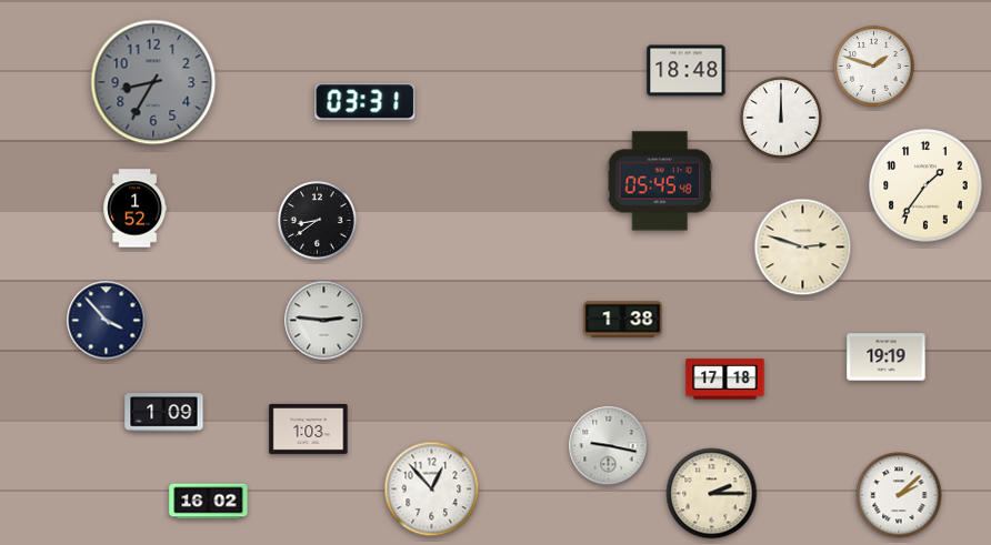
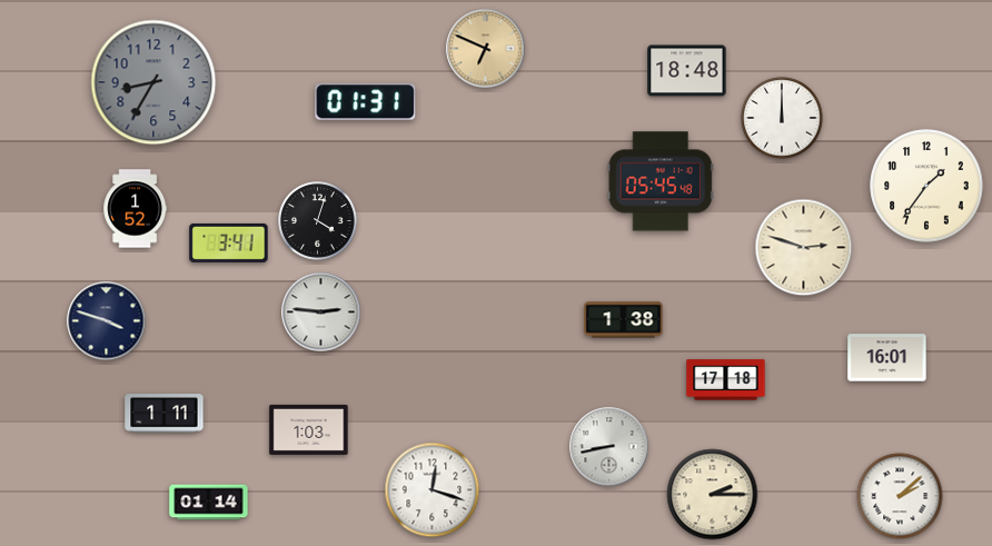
clock at (486, 49): none -> 6:49
clock at (874, 67): 1:48 -> none
clock at (366, 102): 03:31 -> 01:31
clock at (318, 221): 8:39 -> 4:03
clock at (229, 242): none -> 3:41
clock at (107, 321): 3:53 -> 3:48
clock at (324, 321) position: (324, 321) -> (321, 312)
clock at (887, 357): 19:19 -> 16:01
clock at (164, 413): 1:09 -> 1:11
clock at (609, 446): 9:17 -> 8:43
clock at (432, 490): 12:53 -> 12:18
clock at (209, 502): 16:02 -> 01:14
